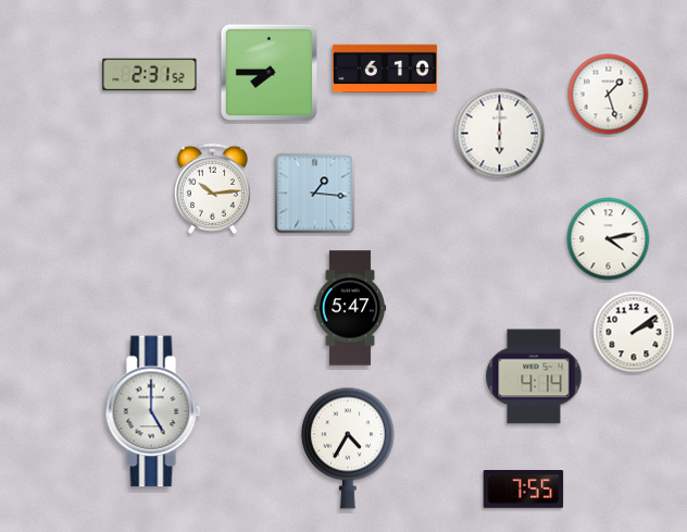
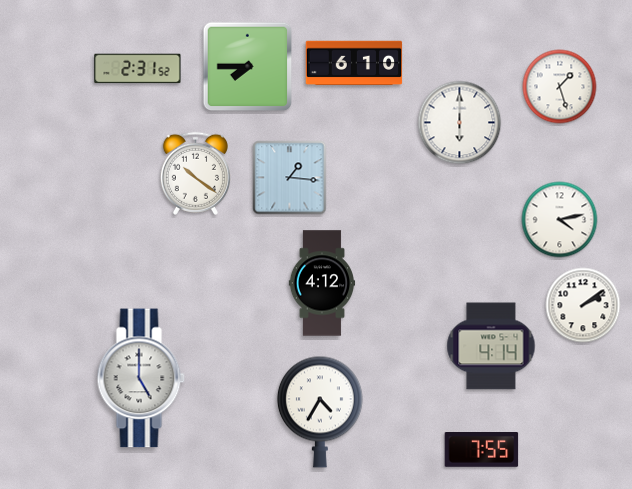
clock at (212, 188): 10:14 -> 10:21
clock at (350, 308): 5:47 -> 4:12
